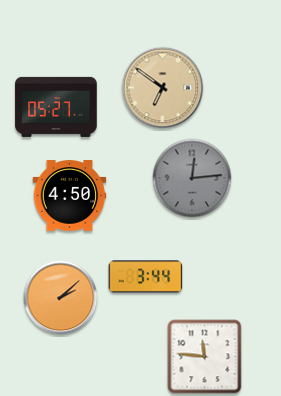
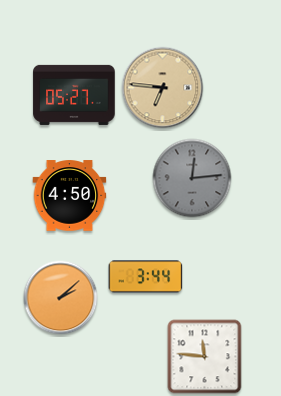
clock at (163, 88): 6:51 -> 6:46
clock at (56, 107) position: (56, 107) -> (74, 95)
